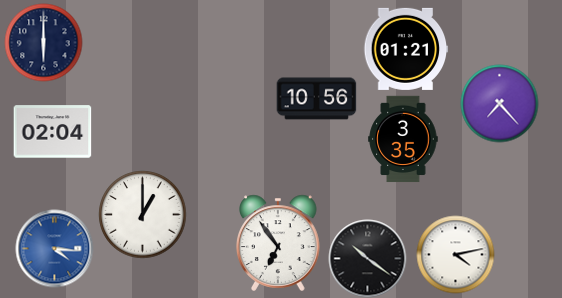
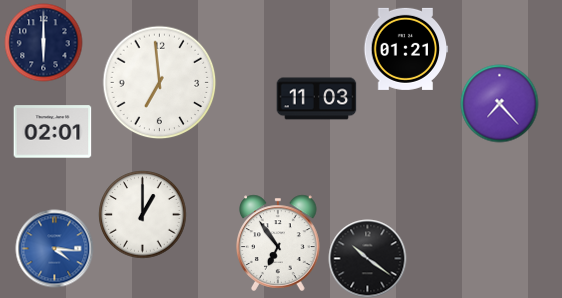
clock at (159, 82): none -> 6:59
clock at (316, 99): 10:56 -> 11:03
clock at (52, 132): 02:04 -> 02:01
clock at (403, 139): 3:35 -> none
clock at (455, 254): 4:13 -> none
